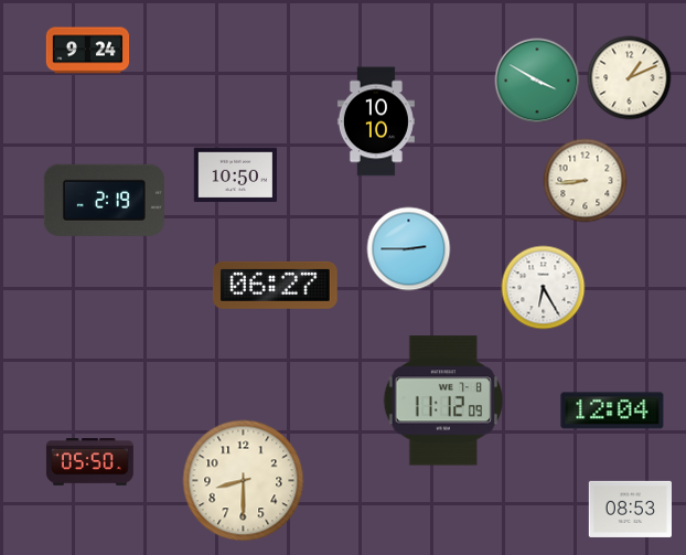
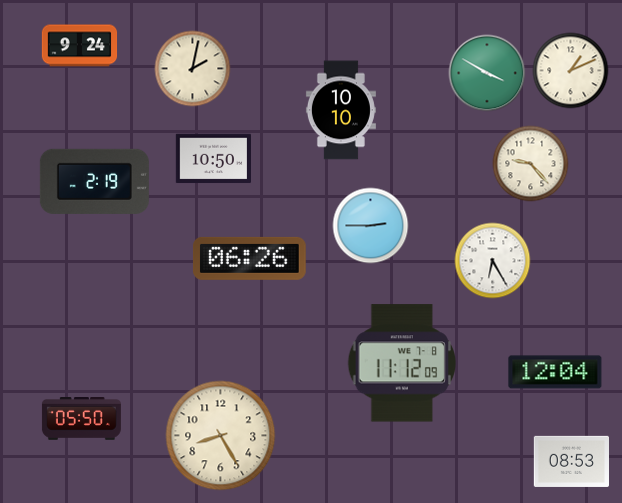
clock at (193, 69): none -> 2:02
clock at (586, 181): 8:44 -> 9:23
clock at (275, 285): 06:27 -> 06:26
clock at (244, 481): 8:30 -> 8:25
